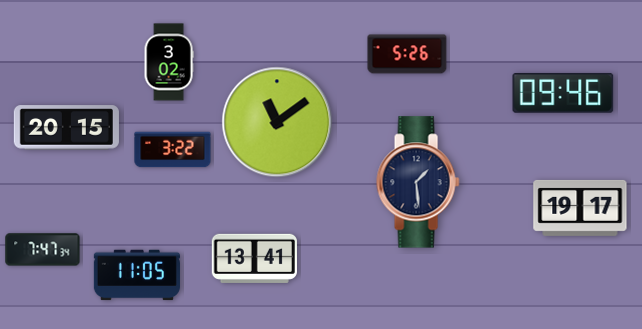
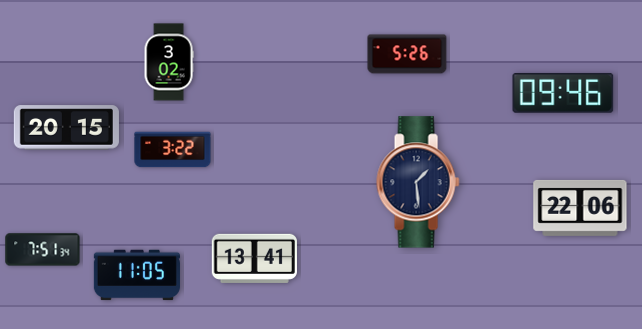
clock at (277, 122): 11:09 -> none
clock at (580, 208): 19:17 -> 22:06
clock at (43, 250): 7:47 -> 7:51
